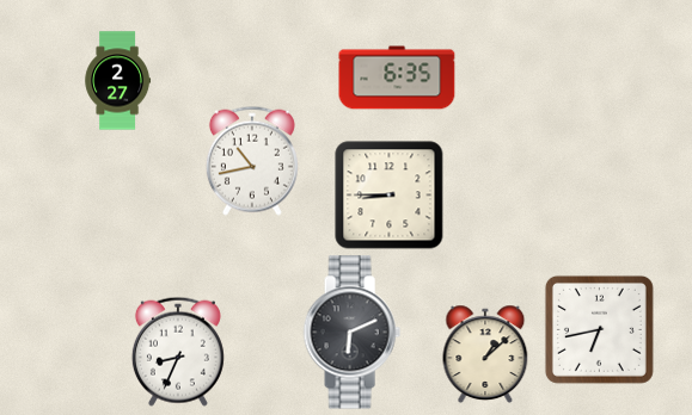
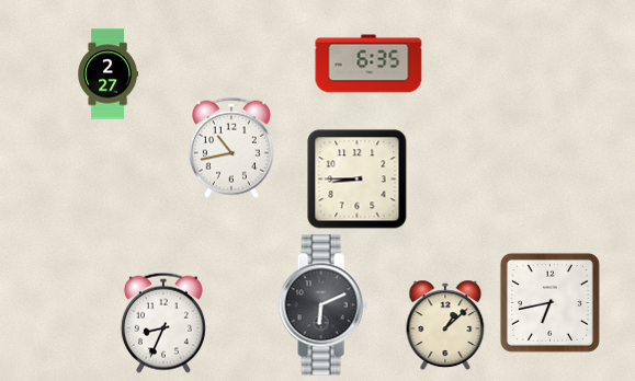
clock at (397, 78) position: (397, 78) -> (368, 63)
